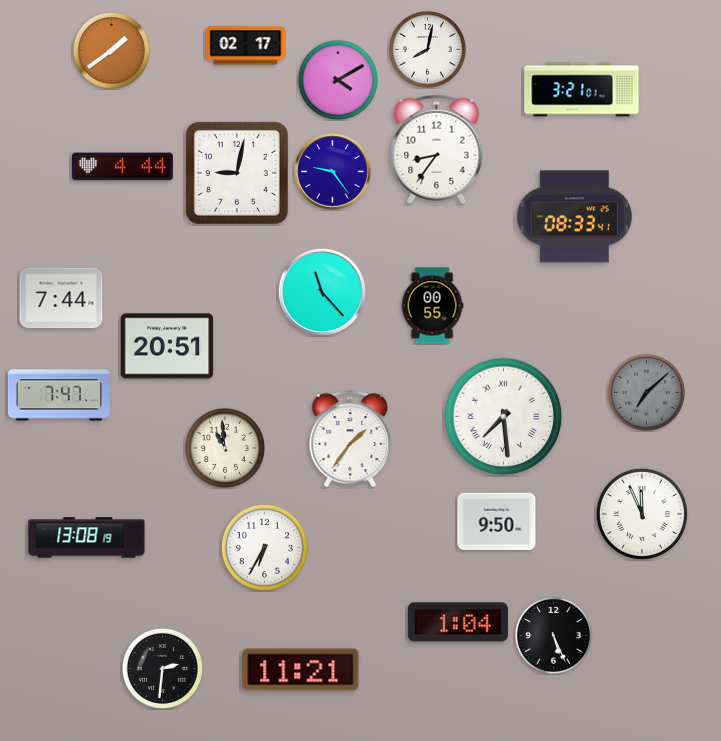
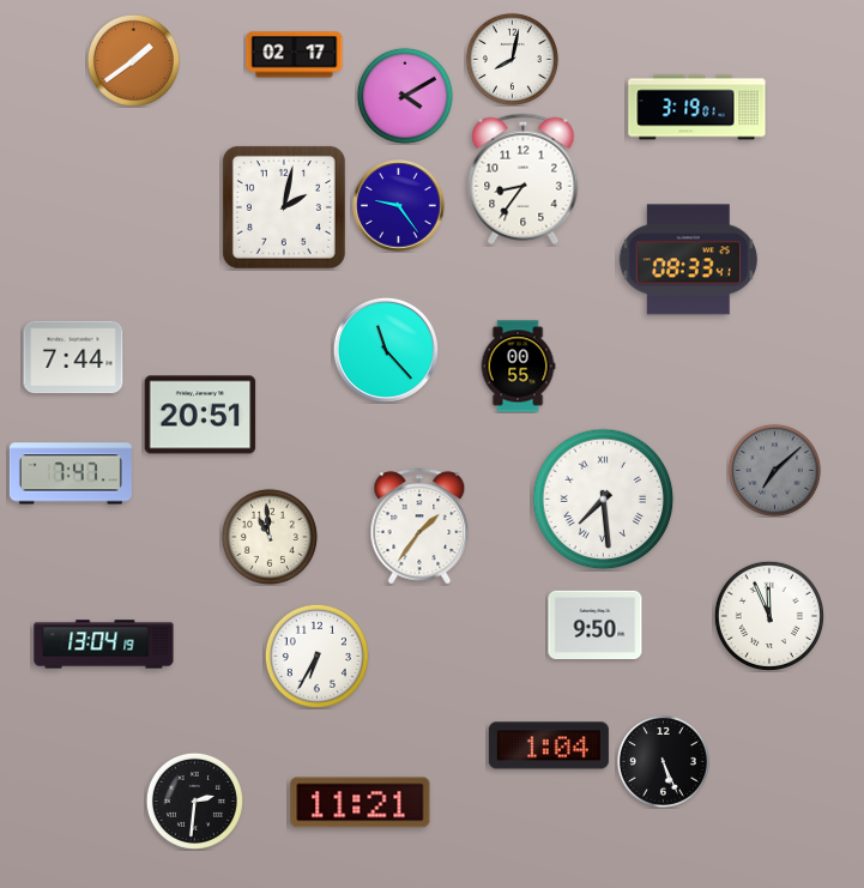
clock at (582, 90): 3:21 -> 3:19
clock at (122, 167): 4:44 -> none
clock at (237, 173): 9:02 -> 2:02
clock at (87, 538): 13:08 -> 13:04
